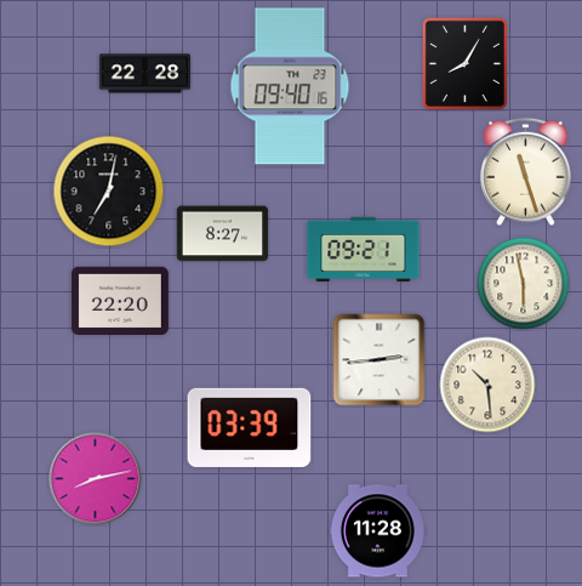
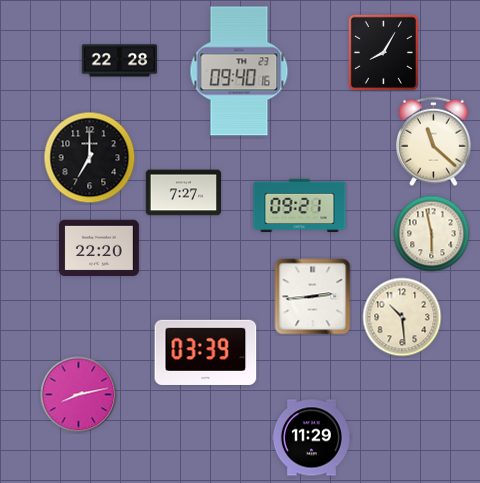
clock at (526, 172): 11:27 -> 11:22
clock at (109, 192): 7:02 -> 7:00
clock at (223, 234): 8:27 -> 7:27
clock at (377, 531): 11:28 -> 11:29
